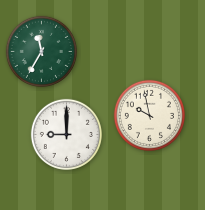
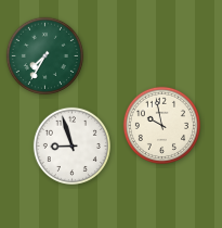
clock at (41, 51): 11:35 -> 7:35
clock at (66, 134): 9:00 -> 8:57
